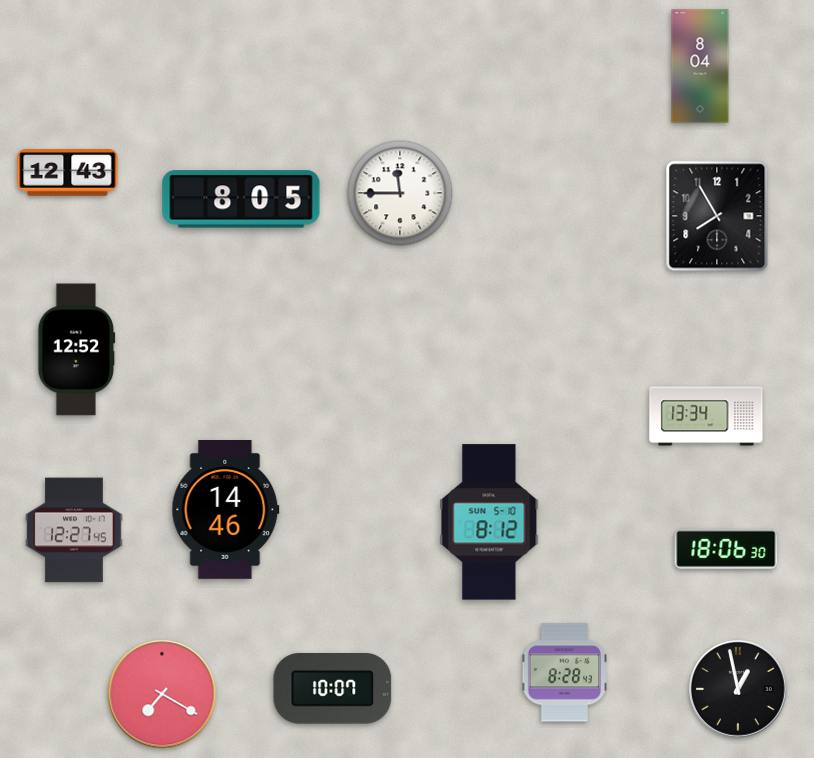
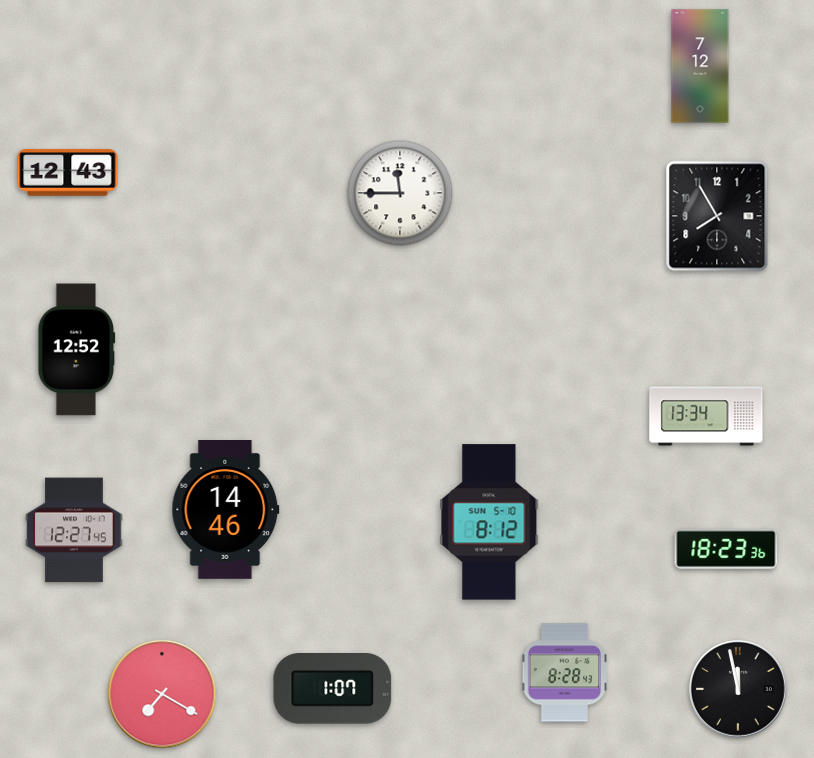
clock at (700, 66): 8:04 -> 7:12
clock at (241, 199): 8:05 -> none
clock at (726, 549): 18:06 -> 18:23
clock at (333, 689): 10:07 -> 1:07
clock at (739, 690): 12:58 -> 11:58
